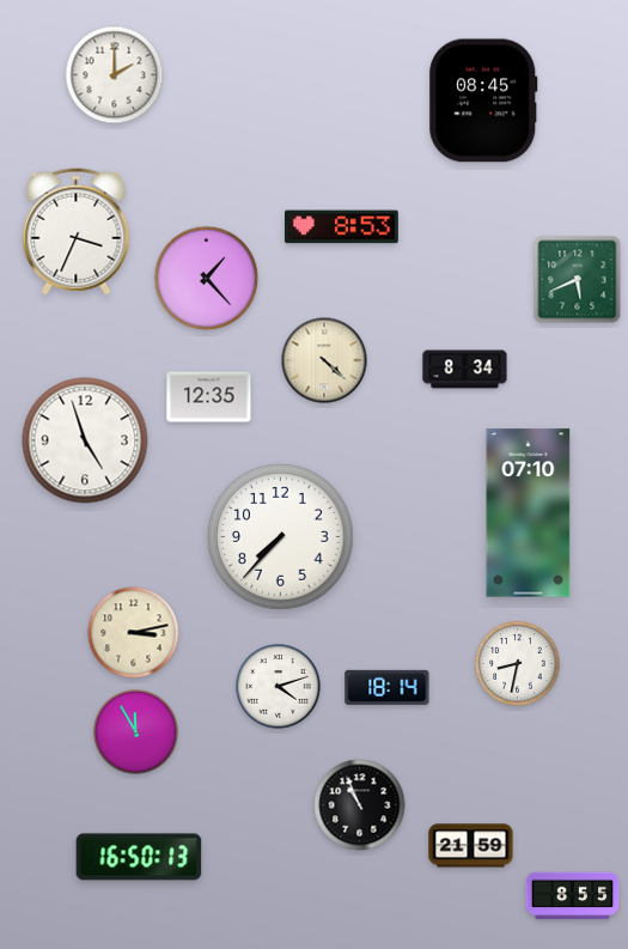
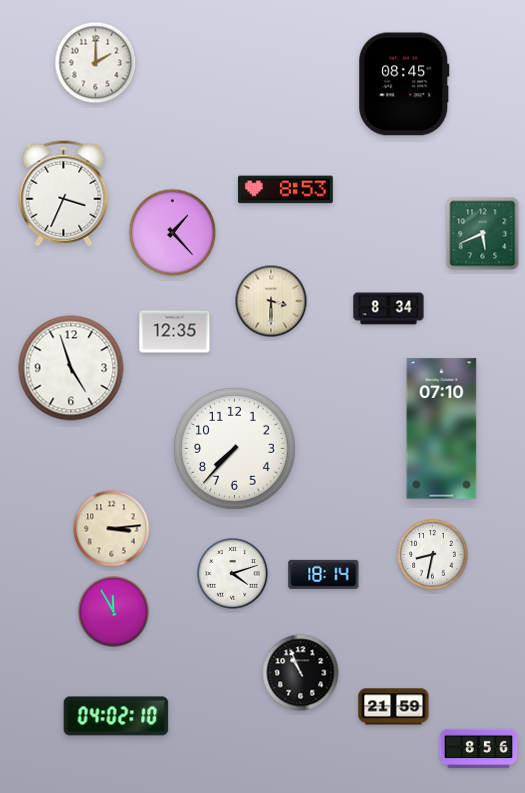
clock at (324, 360): 4:22 -> 3:30
clock at (134, 633): 3:13 -> 3:14
clock at (139, 857): 16:50 -> 04:02
clock at (573, 896): 8:55 -> 8:56
